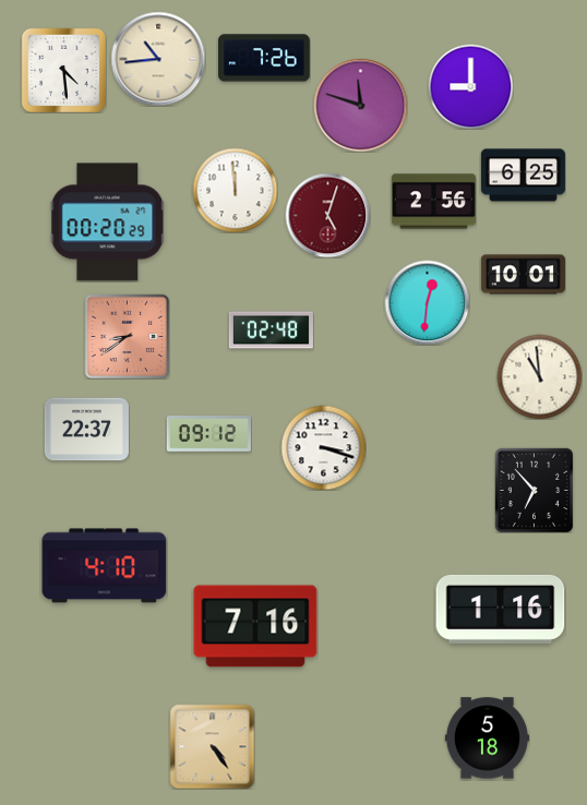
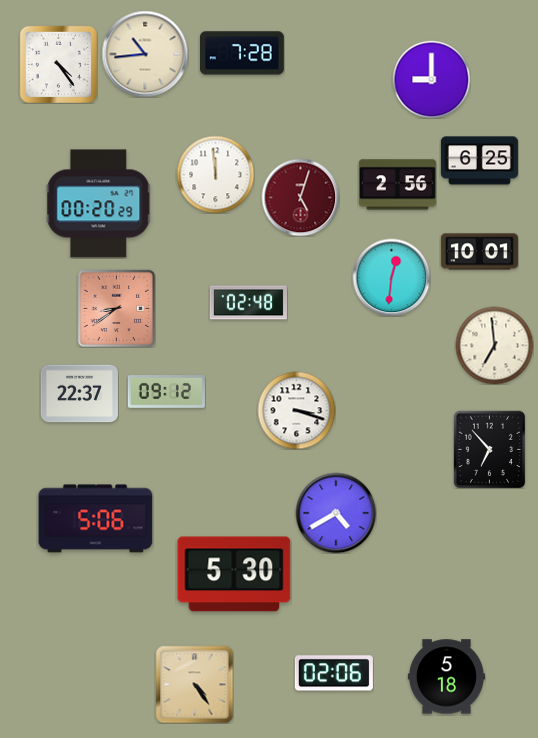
clock at (265, 58): 7:26 -> 7:28
clock at (63, 70): 4:29 -> 4:24
clock at (360, 105): 11:48 -> none
clock at (539, 376): 10:59 -> 6:59
clock at (208, 434) position: (208, 434) -> (166, 392)
clock at (336, 513): none -> 4:40
clock at (105, 566): 4:10 -> 5:06
clock at (501, 609): 1:16 -> none
clock at (255, 626): 7:16 -> 5:30
clock at (334, 673): none -> 02:06
